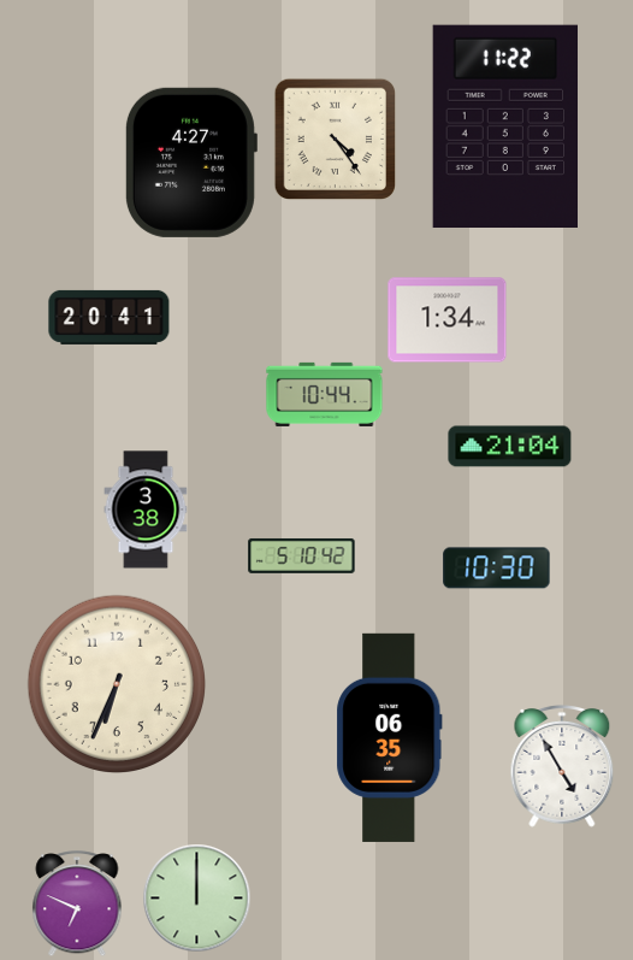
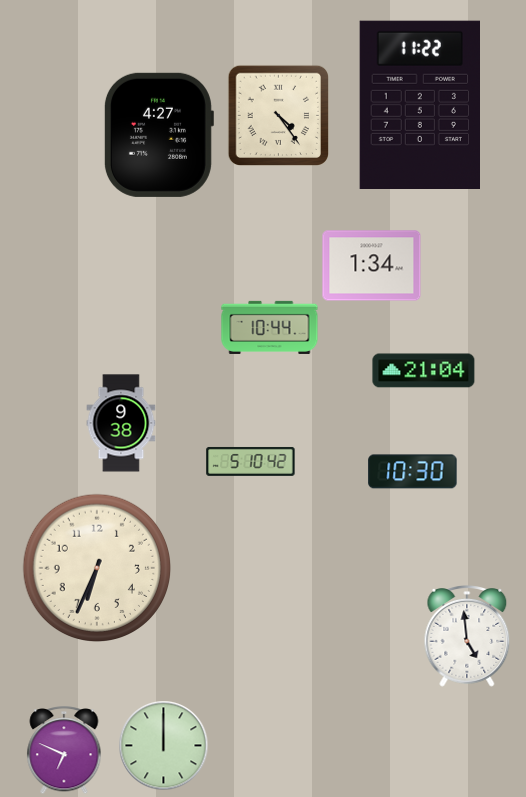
clock at (110, 317): 20:41 -> none
clock at (146, 510): 3:38 -> 9:38
clock at (390, 737): 06:35 -> none
clock at (562, 767): 4:55 -> 4:59
